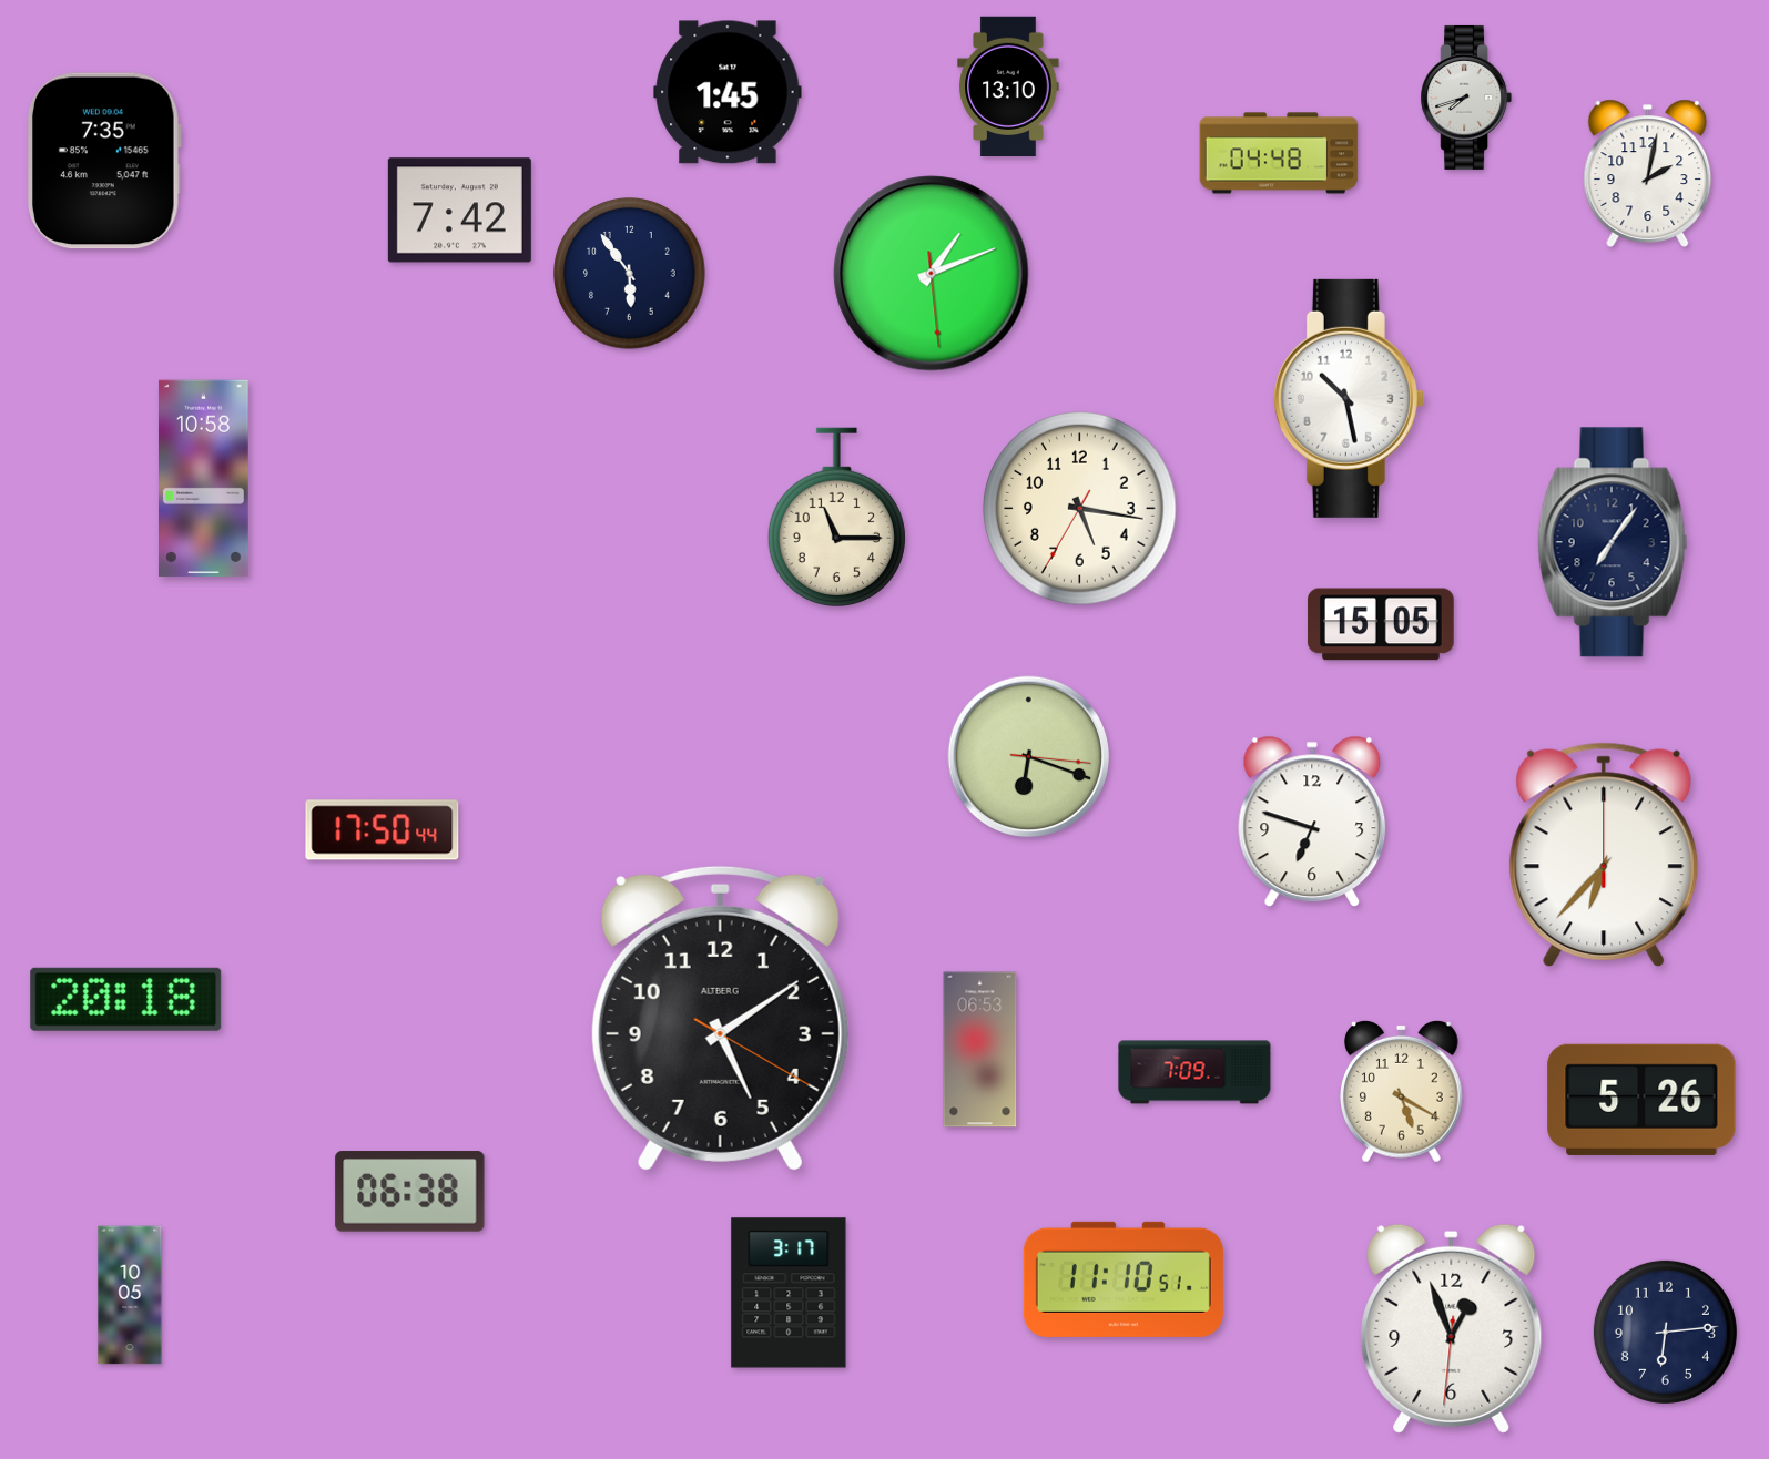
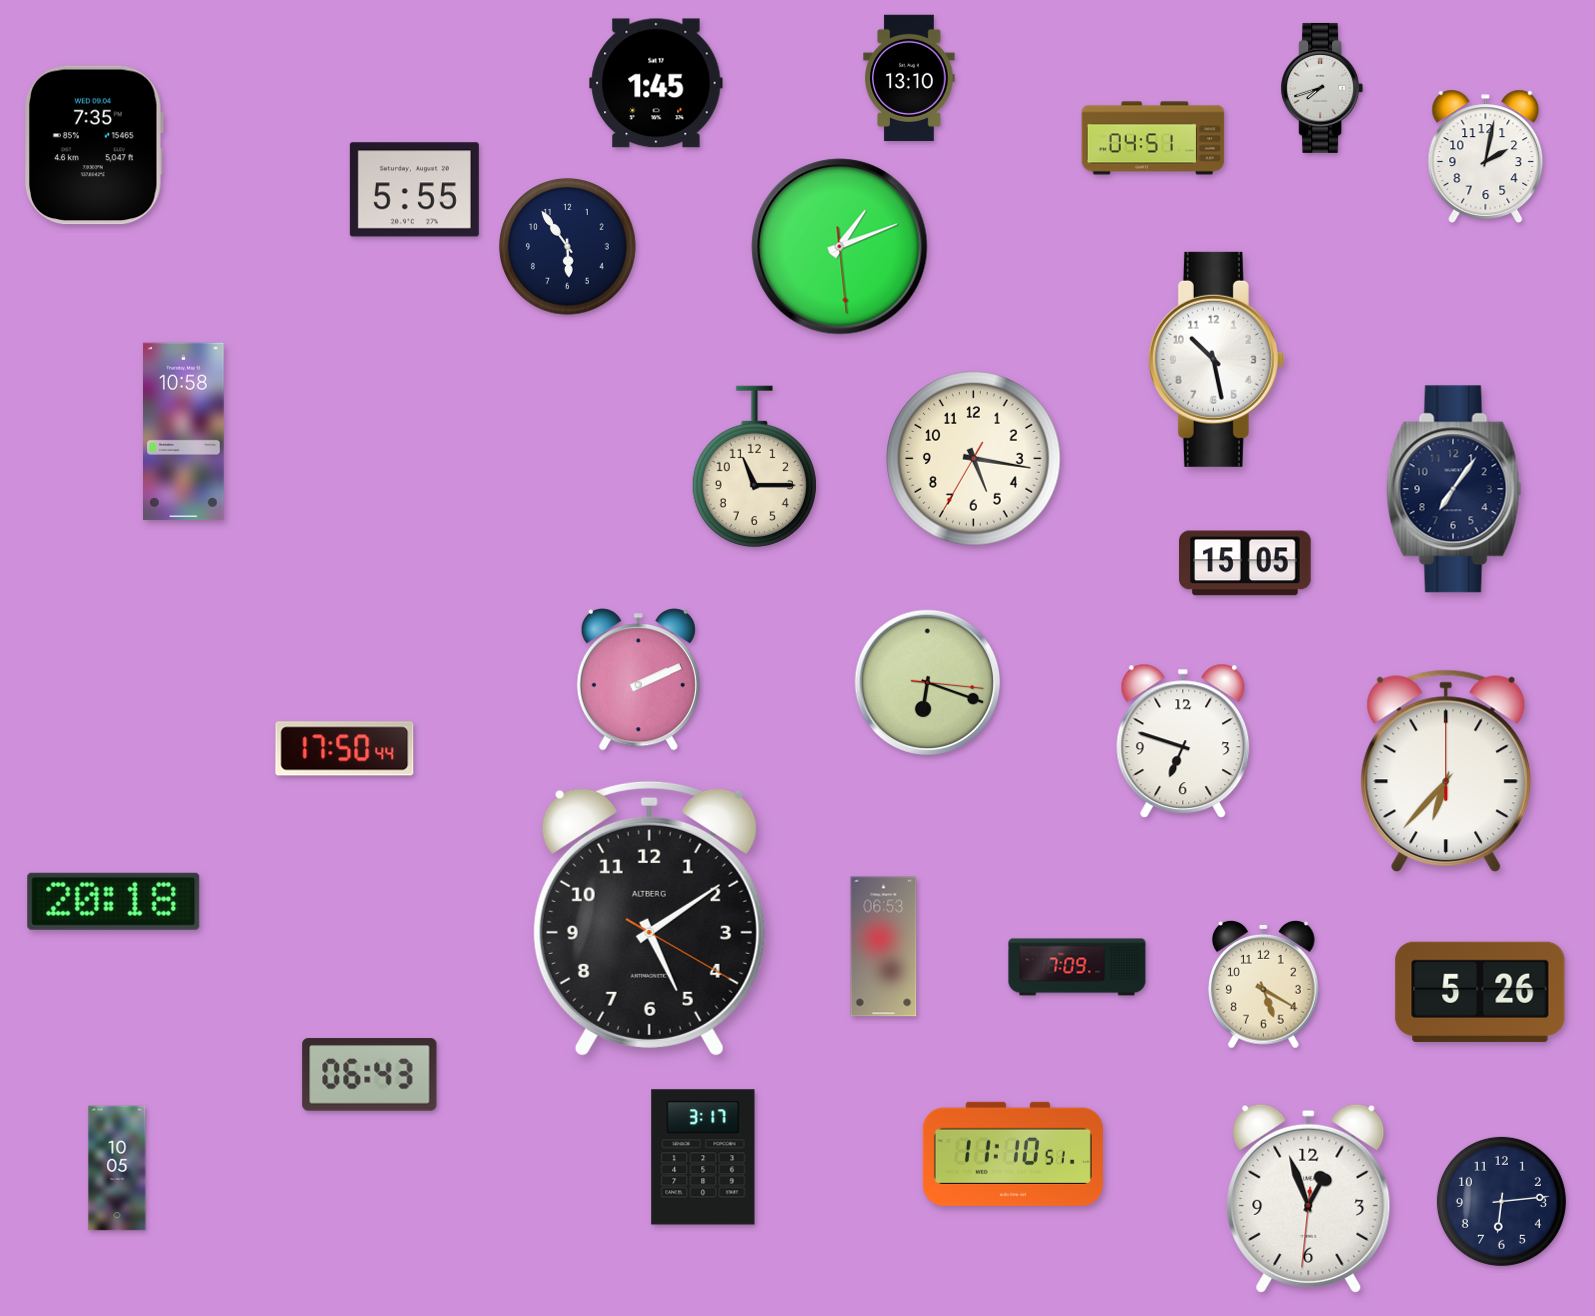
clock at (1279, 153): 04:48 -> 04:51
clock at (459, 211): 7:42 -> 5:55
clock at (638, 680): none -> 2:11
clock at (410, 1192): 06:38 -> 06:43
clock at (789, 1293) position: (789, 1293) -> (703, 1157)
